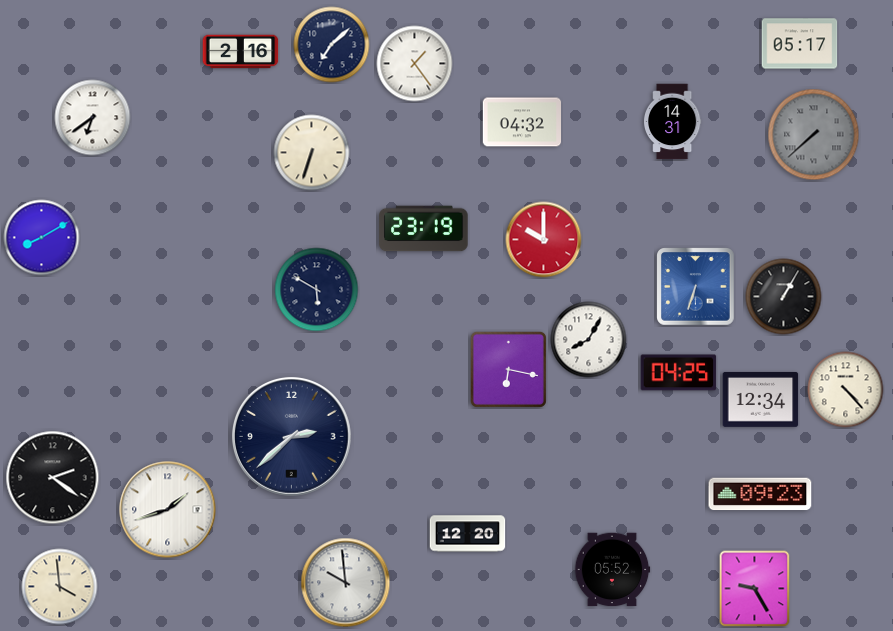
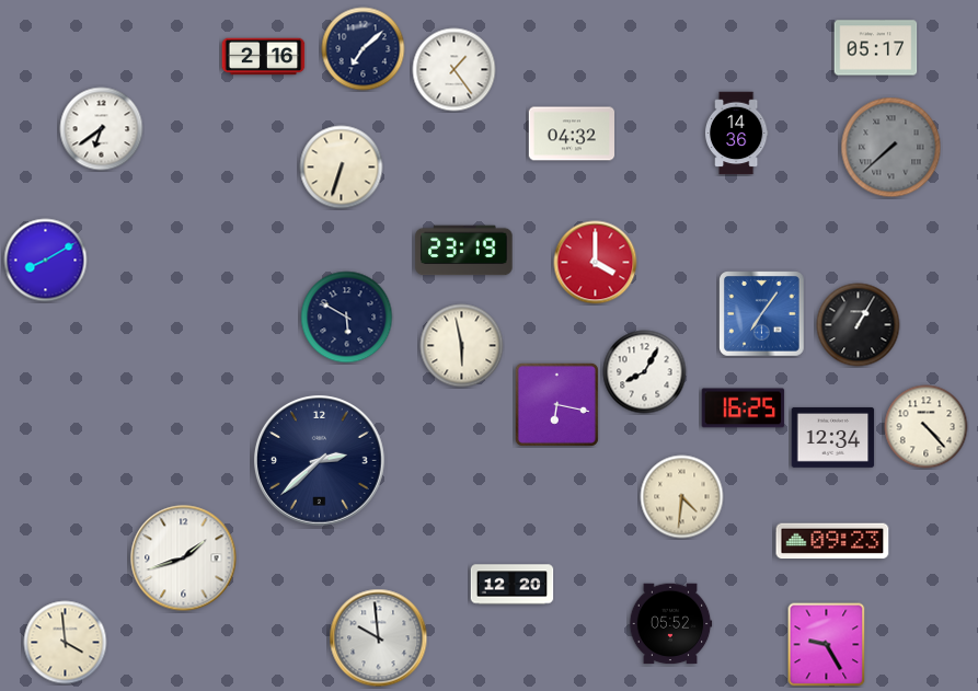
clock at (672, 122): 14:31 -> 14:36
clock at (544, 240): 10:00 -> 4:00
clock at (696, 287): 6:33 -> 7:06
clock at (462, 346): none -> 5:58
clock at (679, 373): 04:25 -> 16:25
clock at (291, 436) position: (291, 436) -> (319, 460)
clock at (682, 497): none -> 4:31
clock at (53, 478): 2:21 -> none
